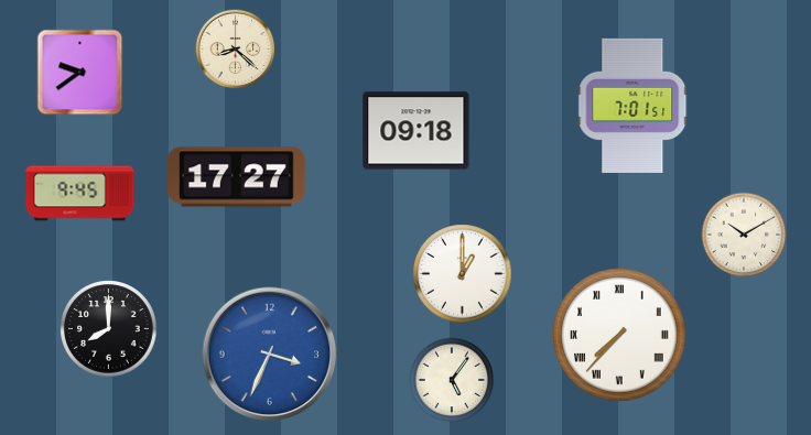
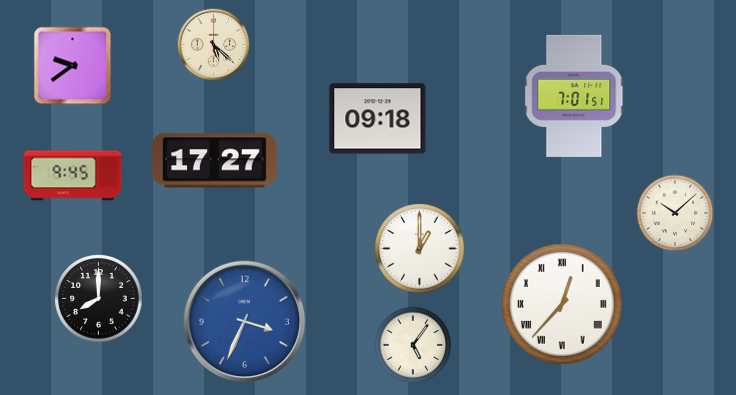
clock at (236, 50): 8:22 -> 5:22
clock at (744, 235): 10:10 -> 10:08
clock at (620, 336): 7:37 -> 12:37
clock at (452, 380) position: (452, 380) -> (413, 345)
